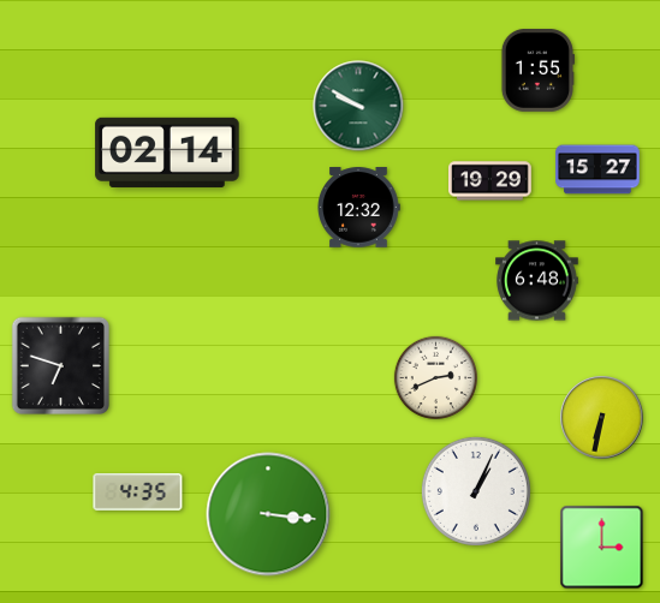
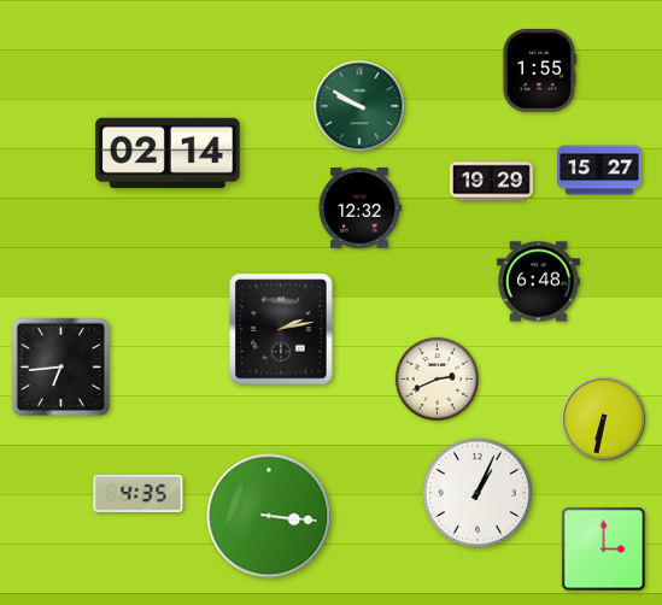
clock at (281, 329): none -> 2:13
clock at (60, 365): 6:48 -> 6:44
